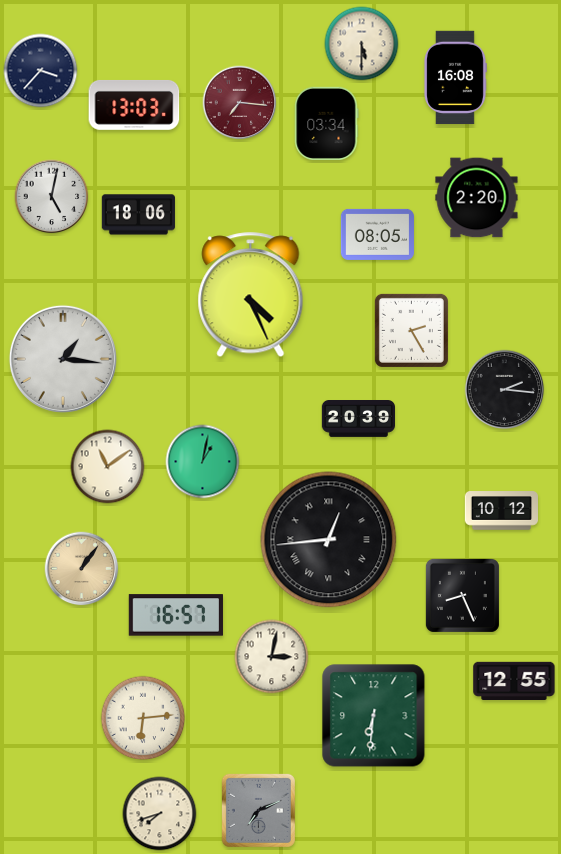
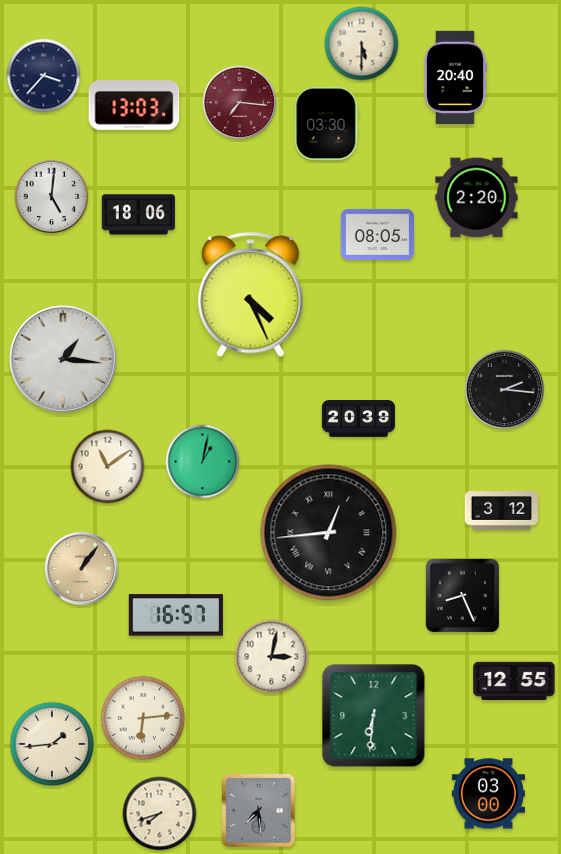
clock at (41, 71) position: (41, 71) -> (44, 76)
clock at (455, 78): 16:08 -> 20:40
clock at (327, 123): 03:34 -> 03:30
clock at (52, 197): 5:02 -> 5:01
clock at (411, 330): 2:25 -> none
clock at (501, 511): 10:12 -> 3:12
clock at (329, 540) position: (329, 540) -> (329, 533)
clock at (52, 744): none -> 1:44
clock at (488, 794): none -> 03:00
clock at (258, 810): 7:11 -> 7:29
